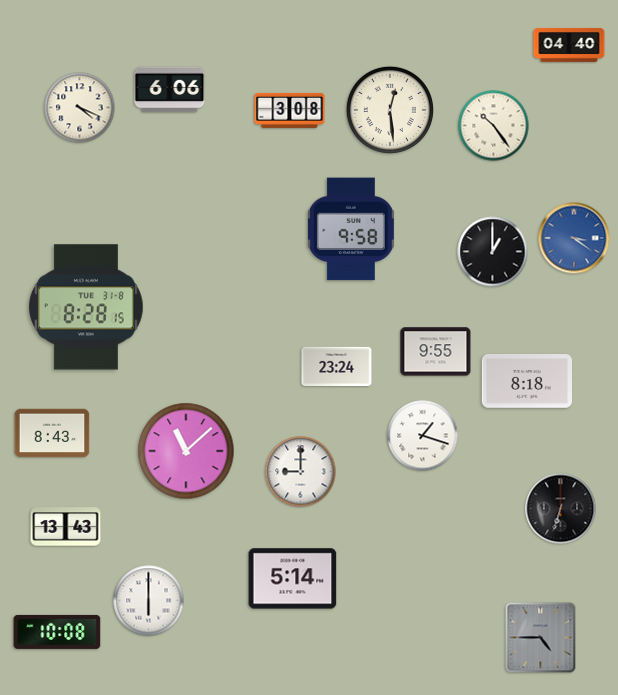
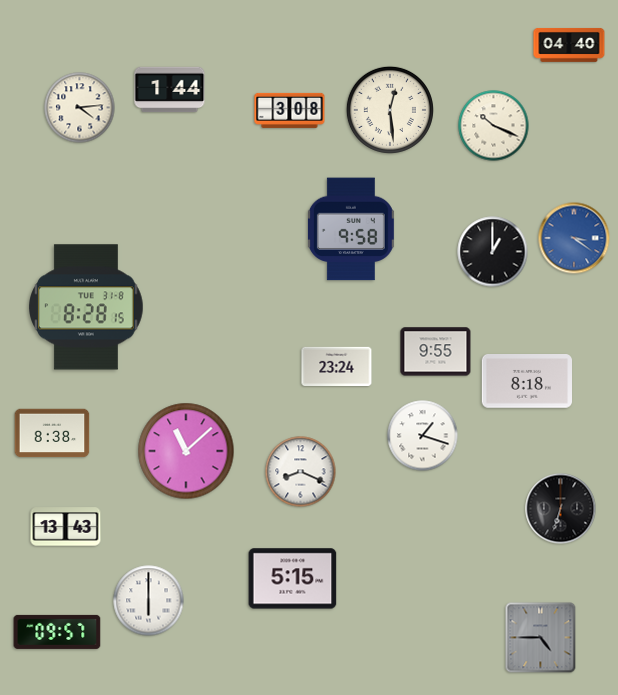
clock at (170, 90): 6:06 -> 1:44
clock at (80, 108): 4:19 -> 4:14
clock at (494, 126): 10:24 -> 10:19
clock at (52, 433): 8:43 -> 8:38
clock at (301, 472): 9:00 -> 8:19
clock at (293, 579): 5:14 -> 5:15
clock at (57, 632): 10:08 -> 09:57
